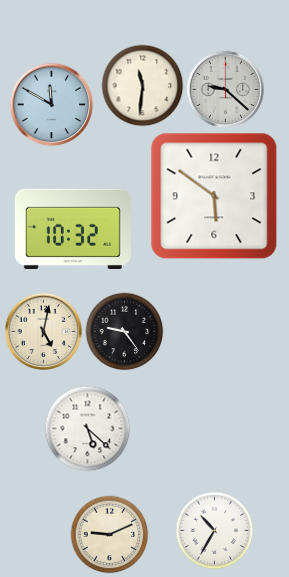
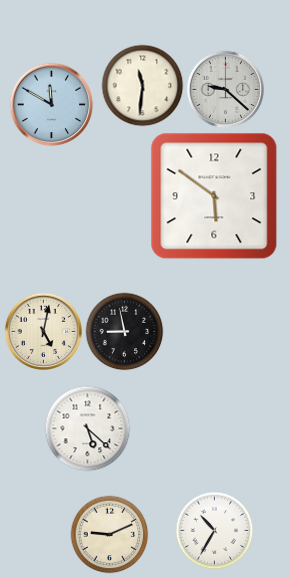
clock at (73, 229): 10:32 -> none
clock at (124, 331): 9:24 -> 8:58
